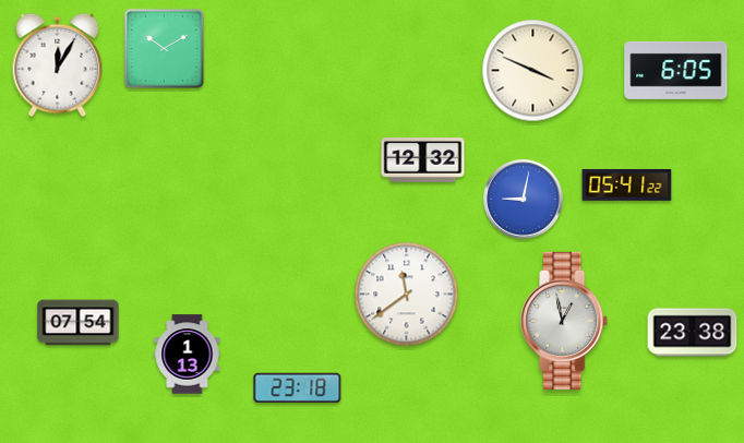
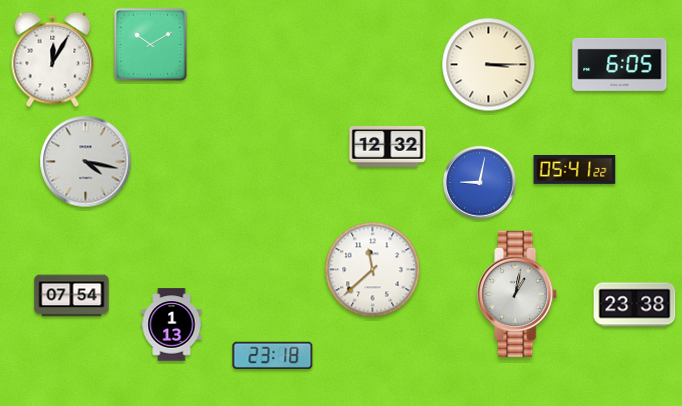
clock at (533, 71): 3:49 -> 3:15
clock at (86, 162): none -> 4:17
clock at (407, 295): 11:39 -> 11:38
clock at (565, 321): 12:58 -> 1:02
